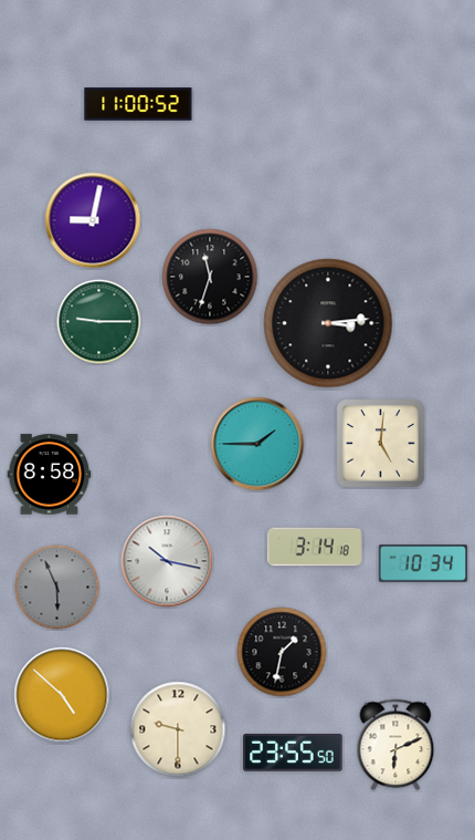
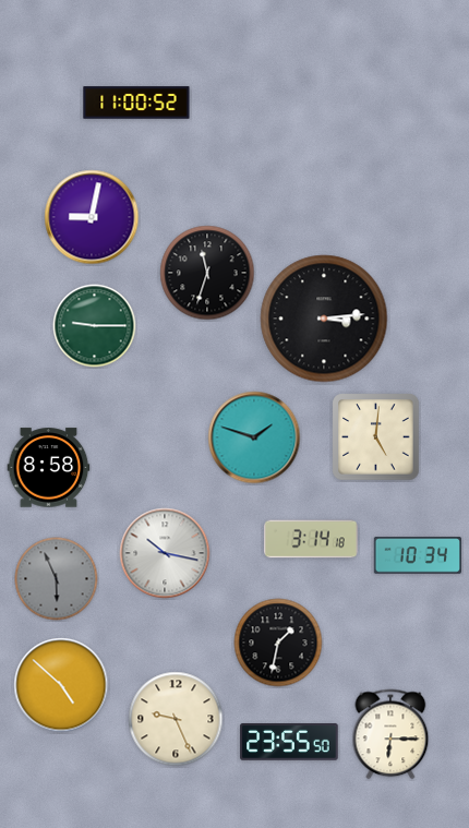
clock at (99, 322) position: (99, 322) -> (95, 326)
clock at (257, 444): 1:45 -> 1:48
clock at (178, 729): 9:30 -> 9:26
clock at (395, 745): 6:11 -> 6:15
